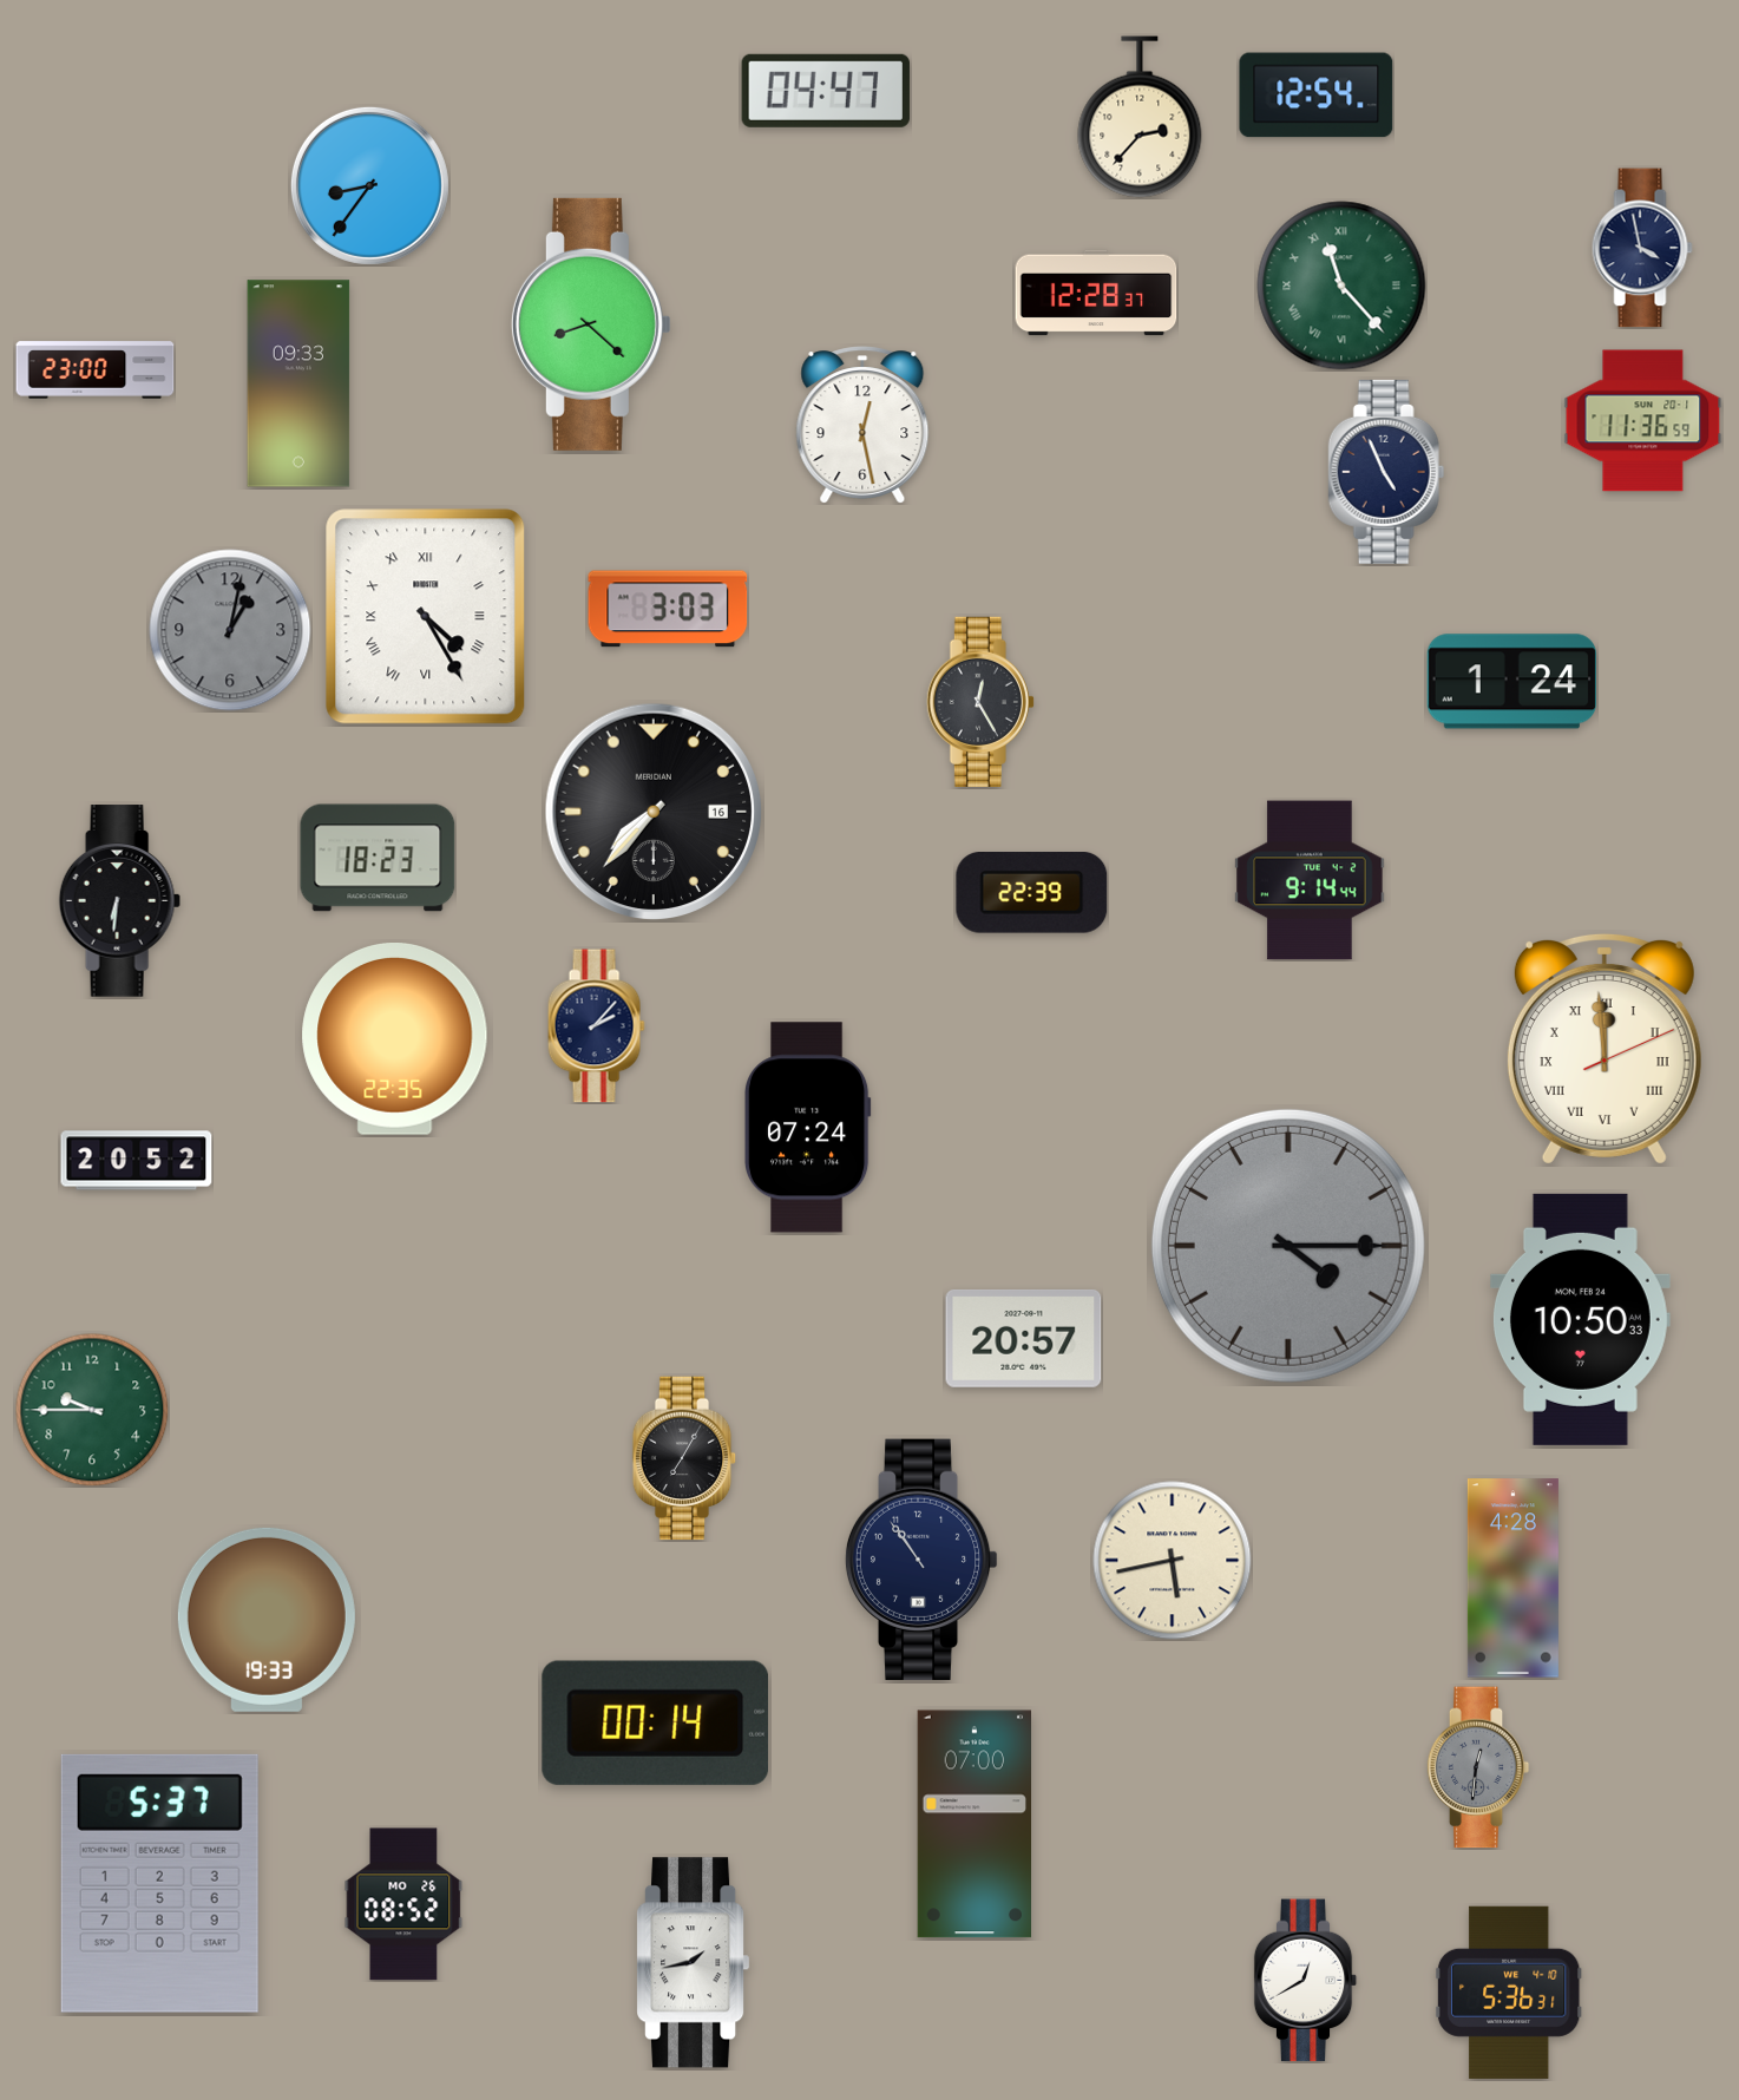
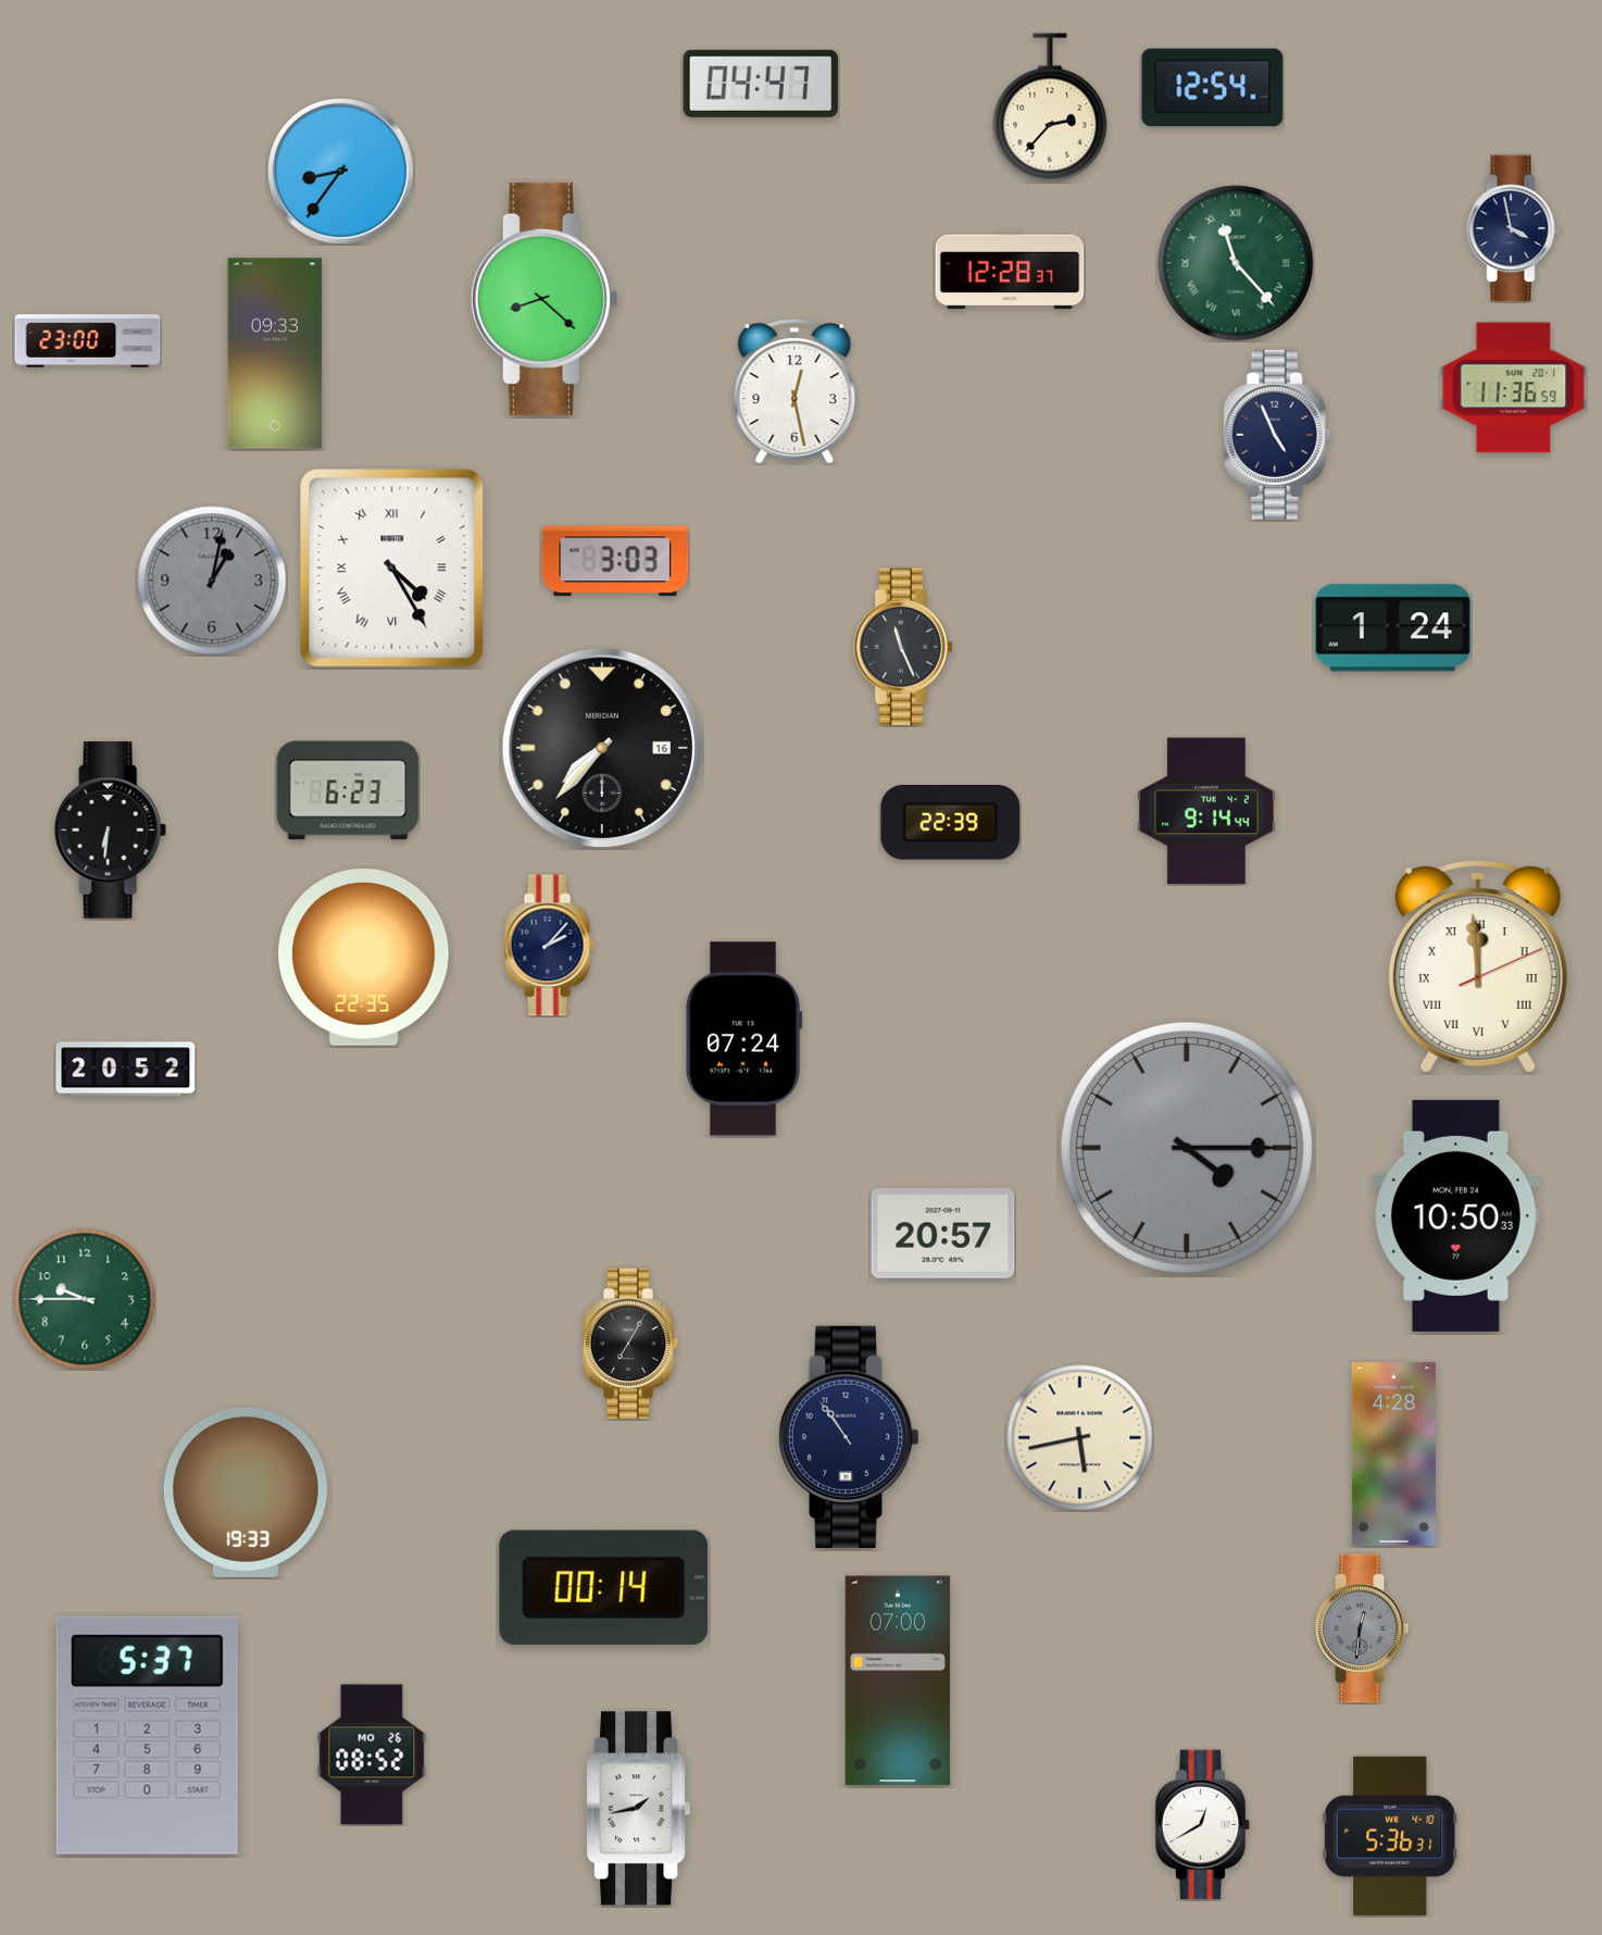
clock at (980, 702): 12:25 -> 11:26
clock at (378, 858): 18:23 -> 6:23
